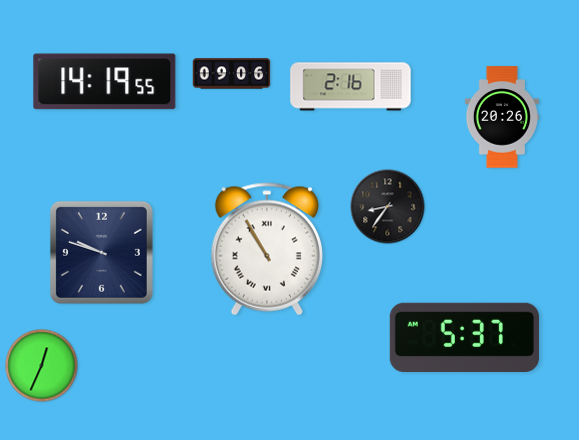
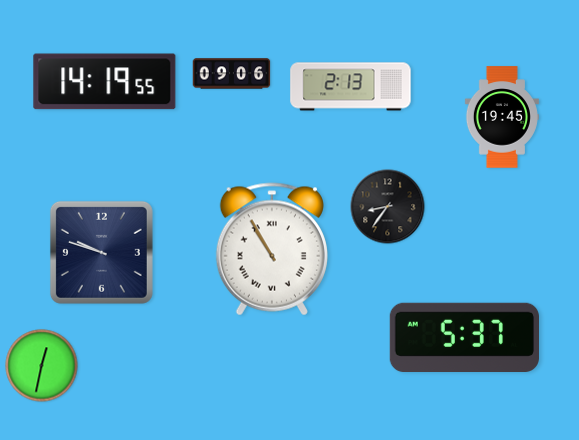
clock at (351, 87): 2:16 -> 2:13
clock at (502, 117): 20:26 -> 19:45
clock at (267, 249) position: (267, 249) -> (272, 249)
clock at (42, 366): 12:34 -> 12:32
